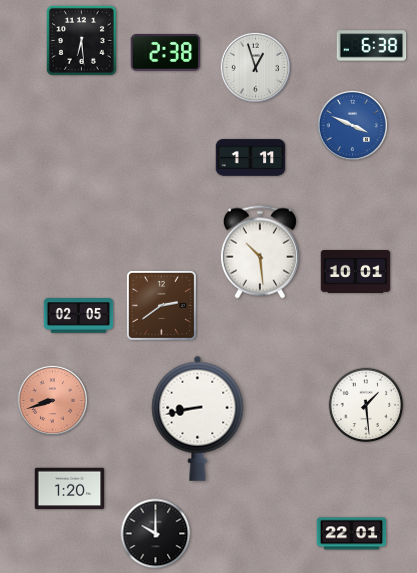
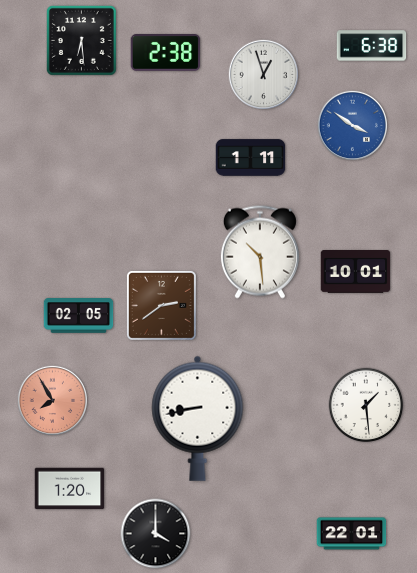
clock at (255, 67) position: (255, 67) -> (263, 74)
clock at (352, 125): 3:49 -> 3:51
clock at (52, 400): 8:42 -> 7:55
clock at (156, 534): 10:00 -> 4:00
